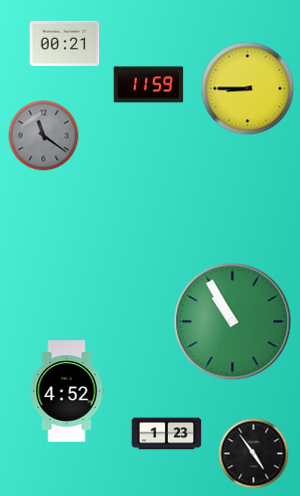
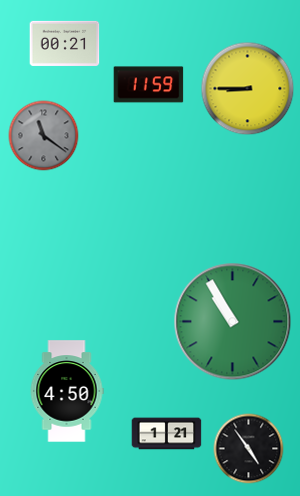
clock at (67, 391): 4:52 -> 4:50
clock at (167, 434): 1:23 -> 1:21
clock at (254, 454) position: (254, 454) -> (249, 449)
